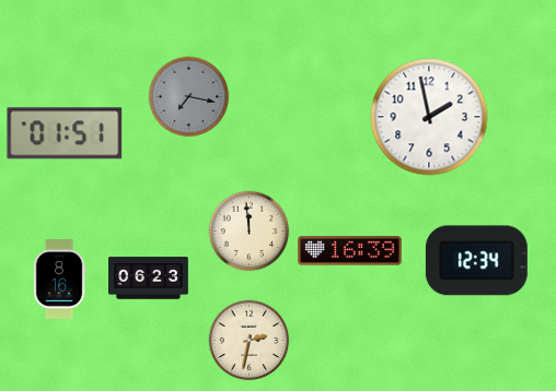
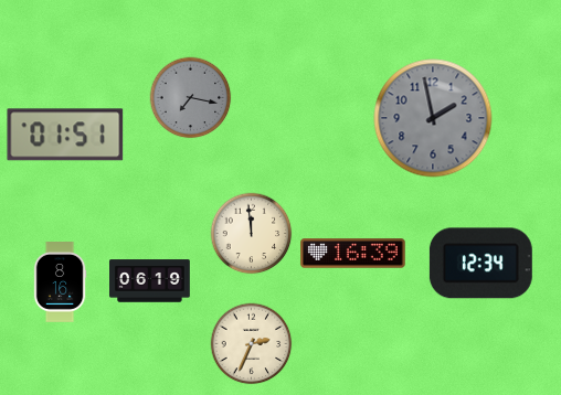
clock at (429, 117) dial: white -> grey
clock at (149, 279): 06:23 -> 06:19
clock at (250, 341): 2:32 -> 2:34
